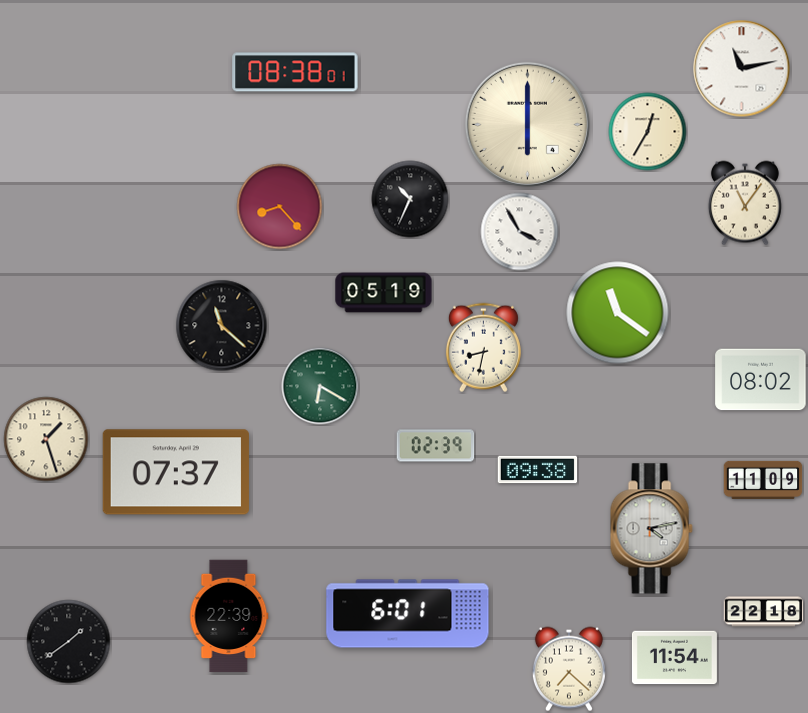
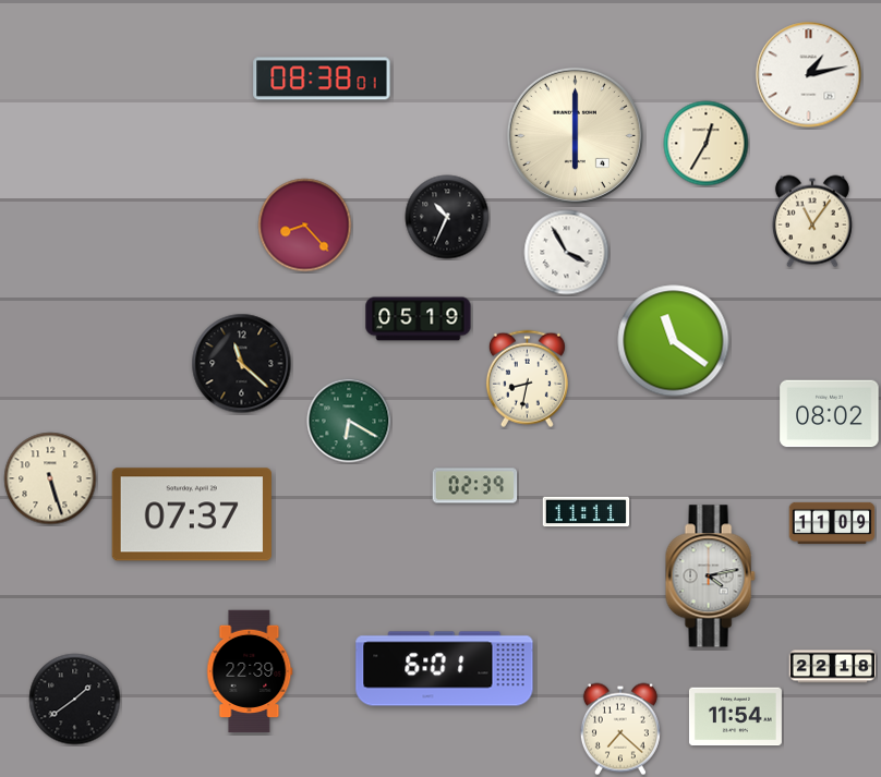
clock at (742, 69): 11:13 -> 1:13
clock at (222, 326) position: (222, 326) -> (242, 364)
clock at (46, 439): 1:27 -> 5:27
clock at (538, 470): 09:38 -> 11:11
